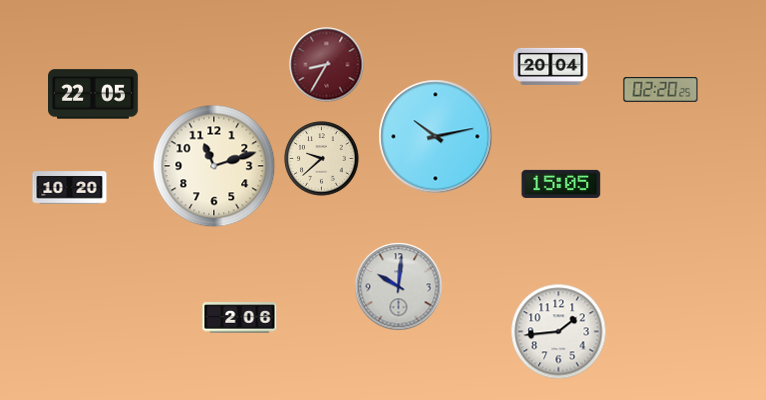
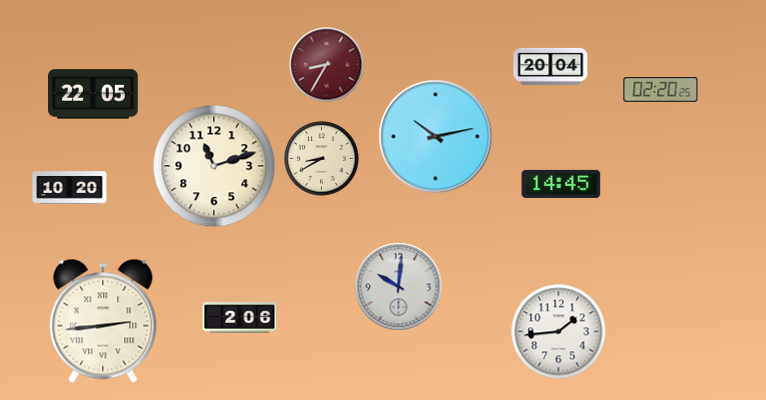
clock at (322, 159): 9:38 -> 8:40
clock at (561, 184): 15:05 -> 14:45
clock at (103, 321): none -> 2:44
